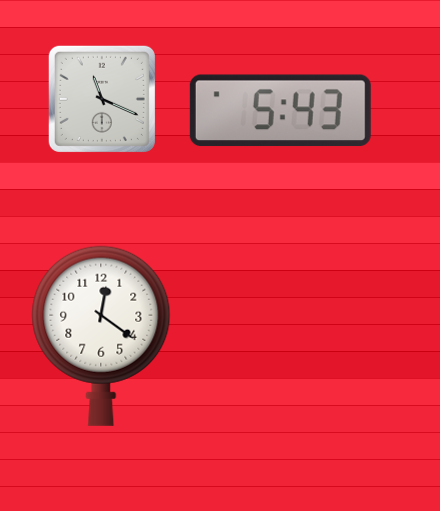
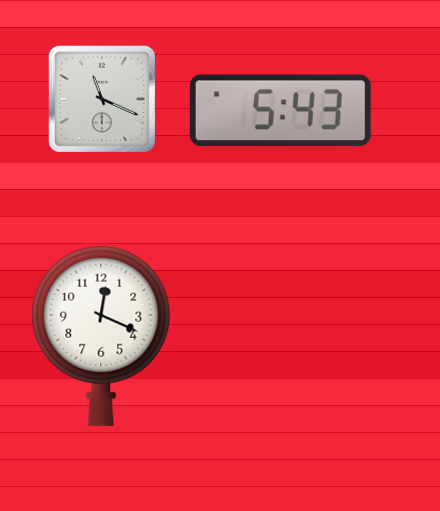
clock at (101, 336): 12:21 -> 12:19
